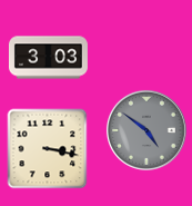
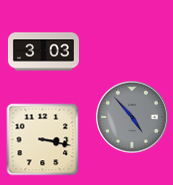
clock at (146, 130): 4:51 -> 4:53
clock at (48, 149) position: (48, 149) -> (43, 140)
